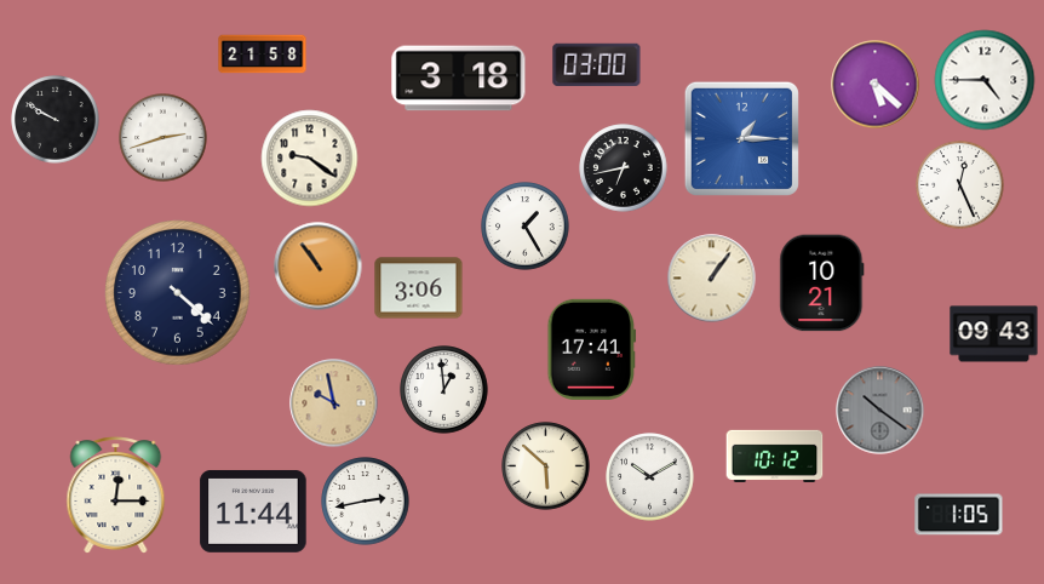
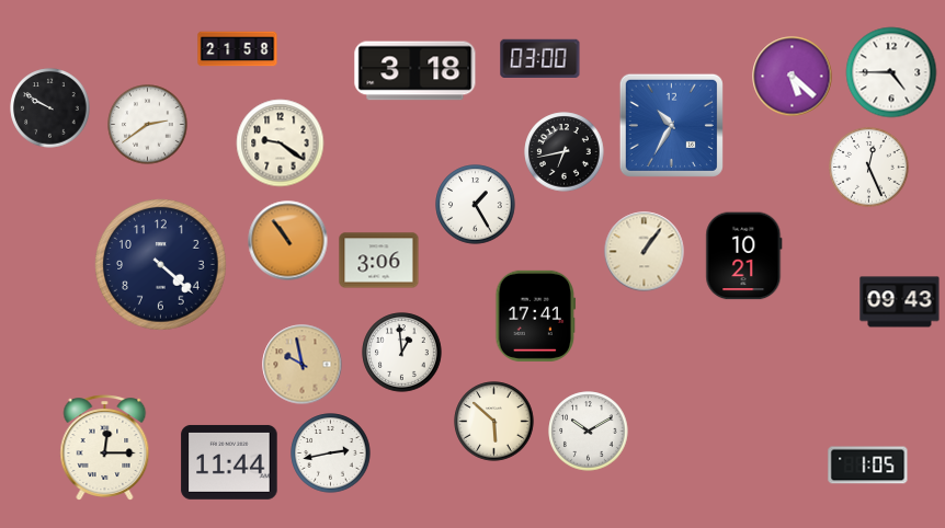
clock at (164, 138): 2:42 -> 2:39
clock at (741, 138): 1:15 -> 10:35
clock at (880, 411): 10:21 -> none
clock at (775, 456): 10:12 -> none
